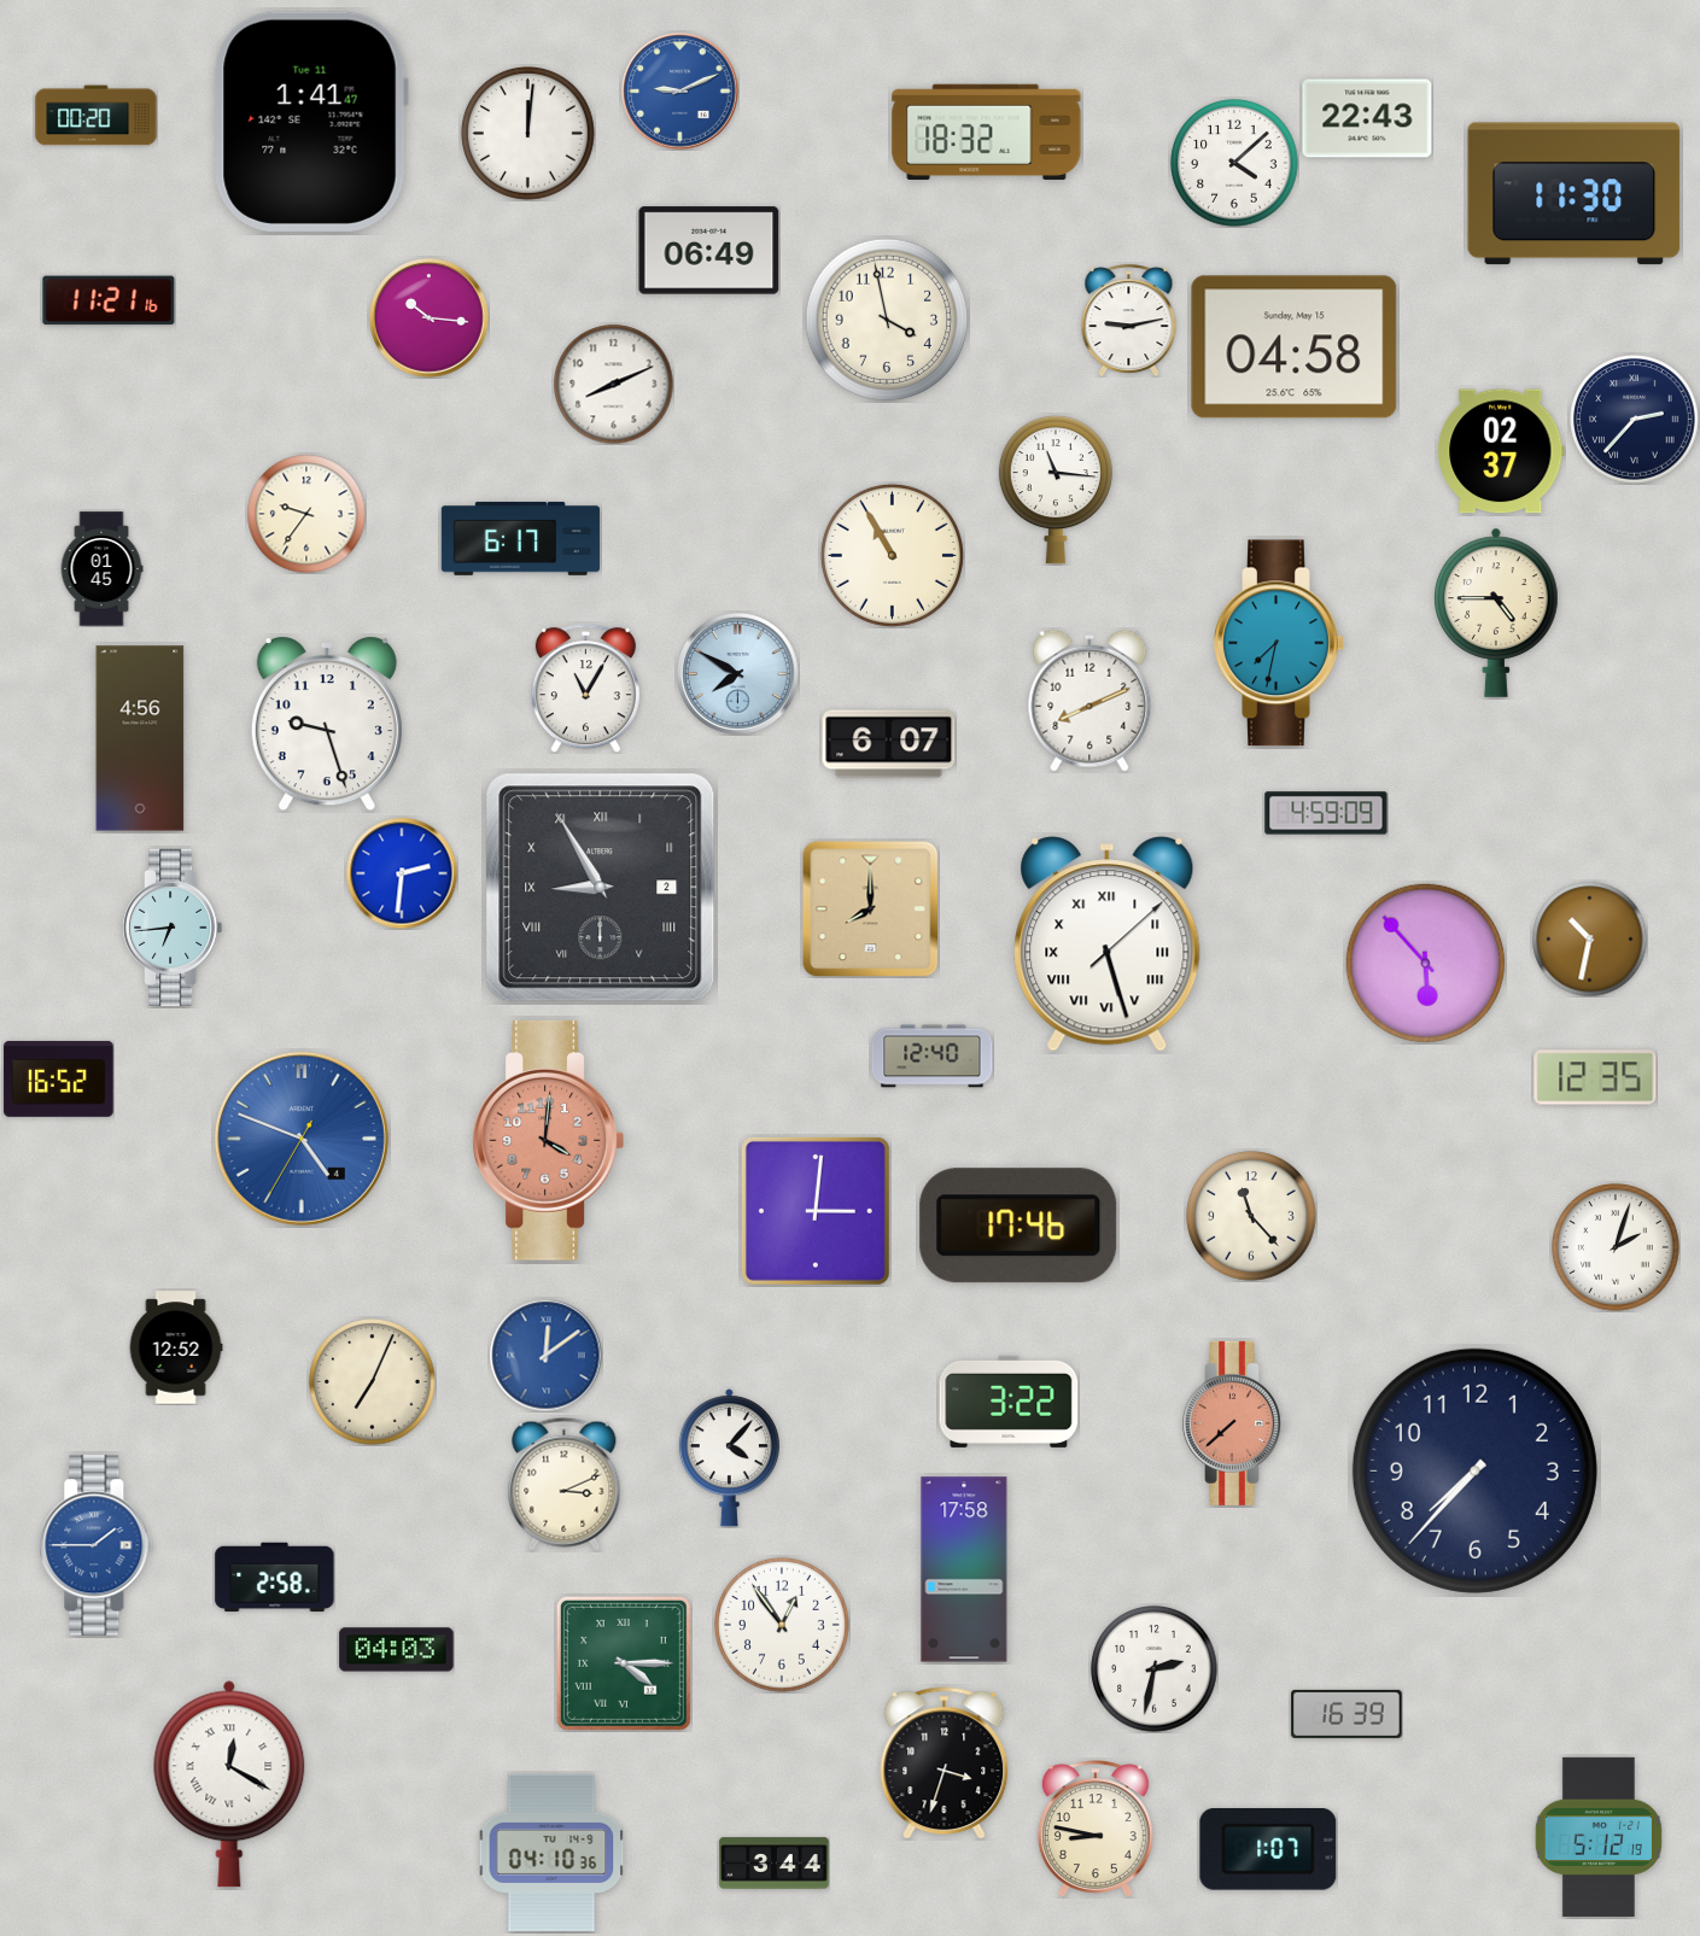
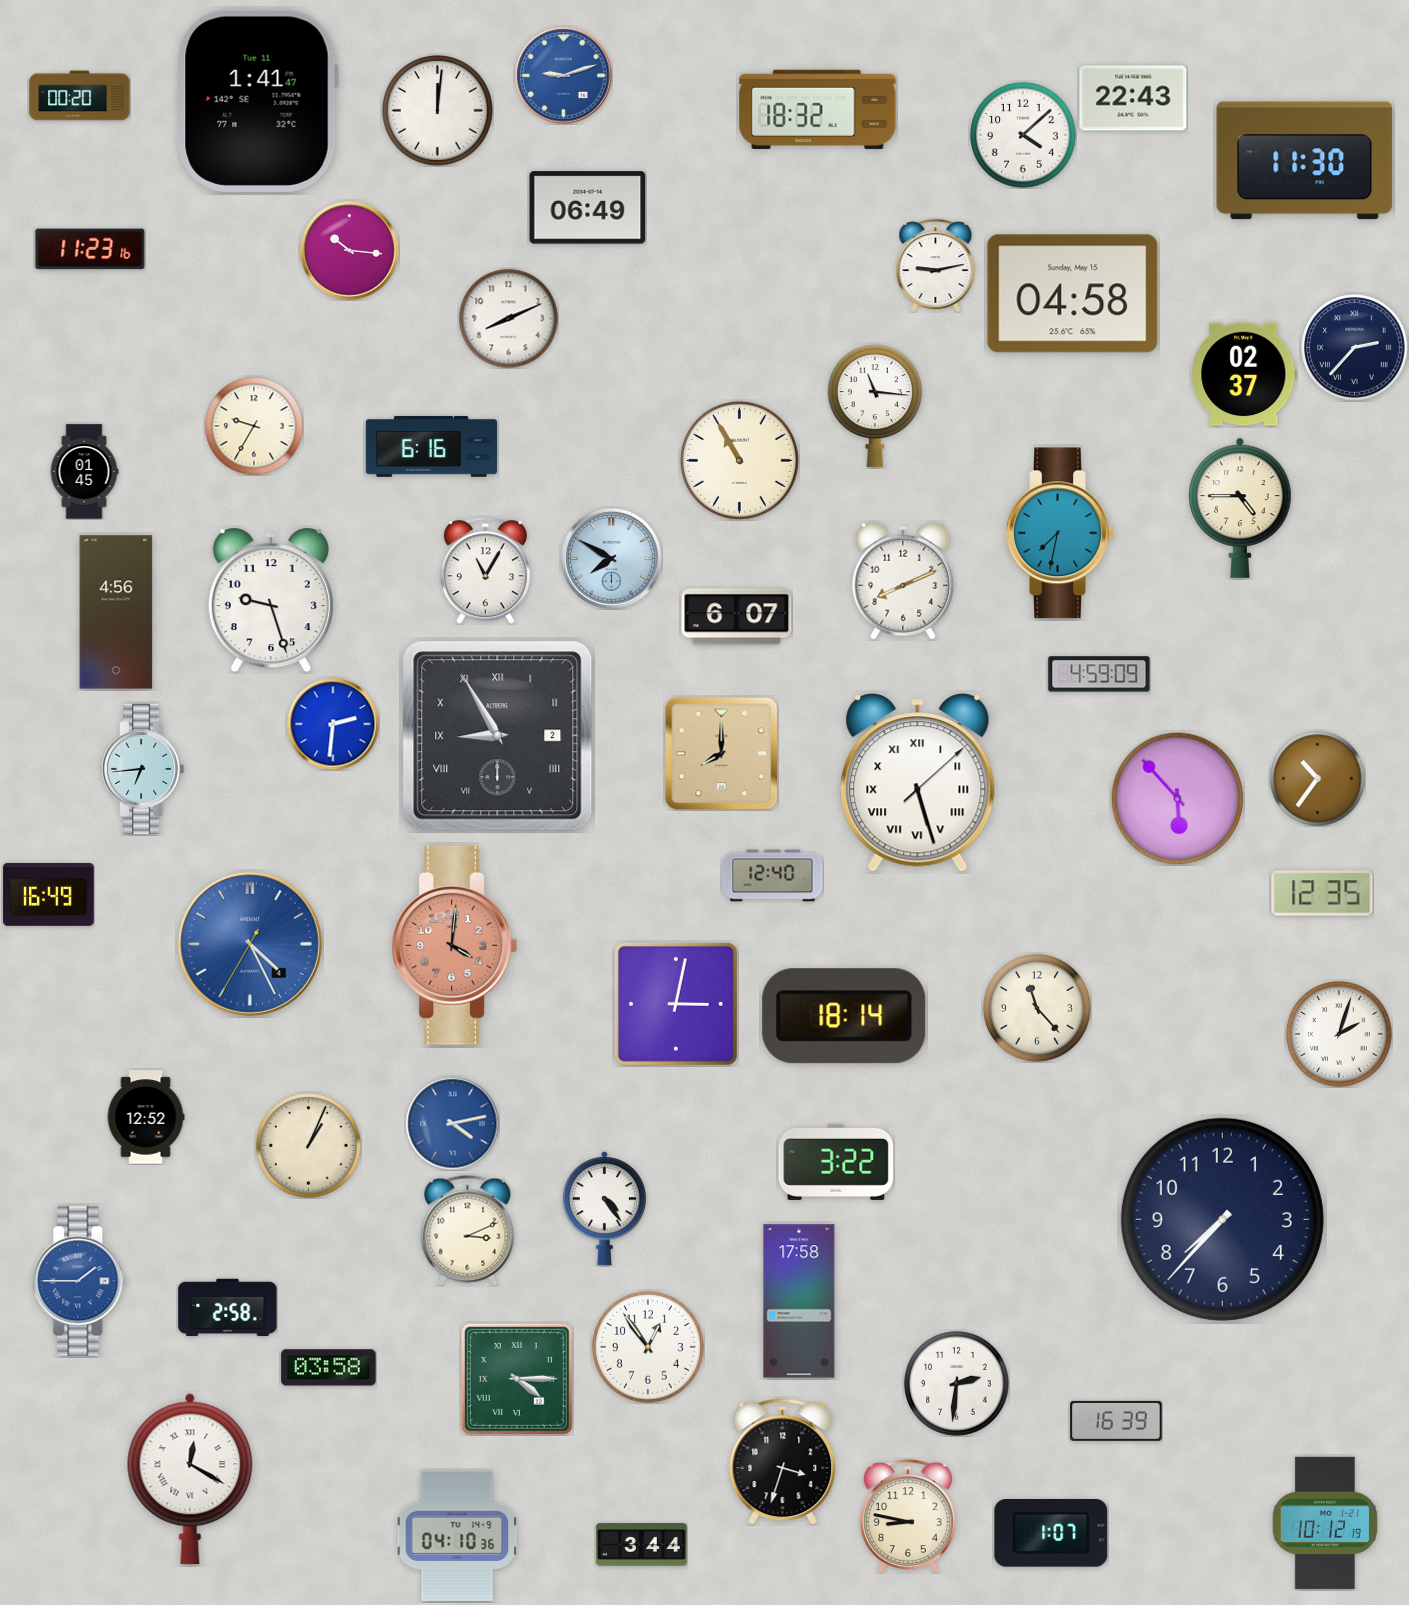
clock at (680, 92): 9:11 -> 9:12
clock at (109, 300): 11:21 -> 11:23
clock at (430, 318) position: (430, 318) -> (350, 251)
clock at (887, 320): 3:58 -> none
clock at (1295, 347) position: (1295, 347) -> (1073, 294)
clock at (306, 514): 9:36 -> 9:35
clock at (520, 538): 6:17 -> 6:16
clock at (1589, 938): 10:32 -> 10:36
clock at (1426, 964) position: (1426, 964) -> (1178, 799)
clock at (59, 1078): 16:52 -> 16:49
clock at (302, 1139): 4:48 -> 4:25
clock at (816, 1211): 3:01 -> 3:02
clock at (1018, 1226): 17:46 -> 18:14
clock at (545, 1355): 12:09 -> 4:13
clock at (373, 1382): 7:04 -> 1:04
clock at (1234, 1423): 7:38 -> none
clock at (729, 1458): 4:07 -> 4:24
clock at (397, 1650): 04:03 -> 03:58
clock at (1155, 1669): 2:32 -> 2:31
clock at (1599, 1837): 5:12 -> 10:12
